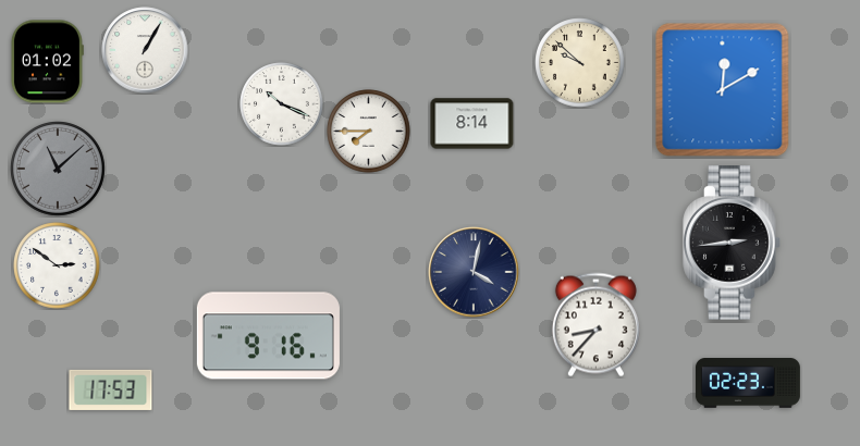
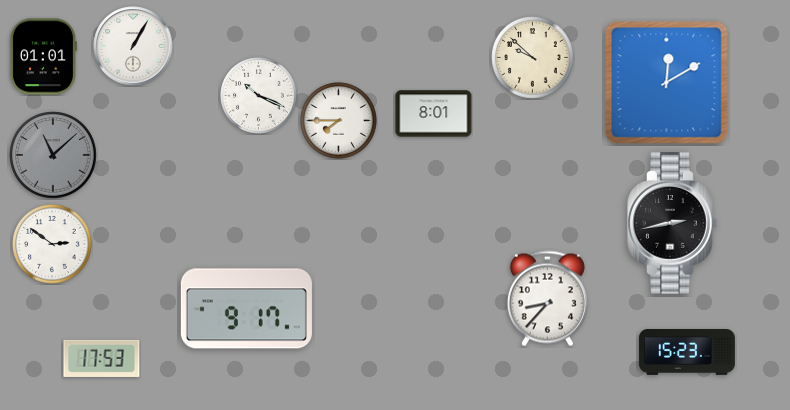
clock at (47, 62): 01:02 -> 01:01
clock at (723, 90) position: (723, 90) -> (667, 83)
clock at (472, 124): 8:14 -> 8:01
clock at (732, 243): 2:44 -> 2:43
clock at (474, 272): 4:02 -> none
clock at (268, 336): 9:16 -> 9:17
clock at (748, 384): 02:23 -> 15:23
